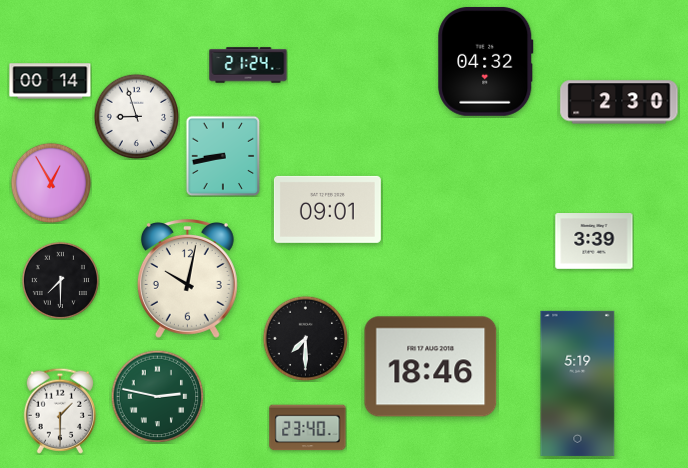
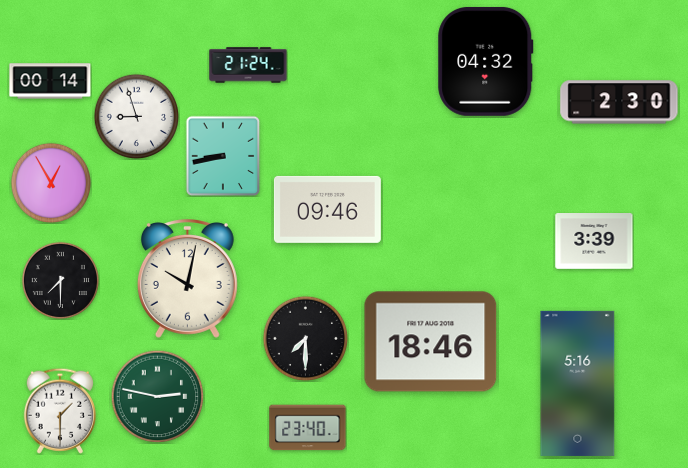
clock at (327, 209): 09:01 -> 09:46
clock at (431, 367) position: (431, 367) -> (431, 342)
clock at (578, 383): 5:19 -> 5:16
